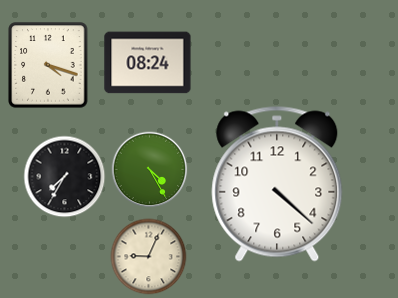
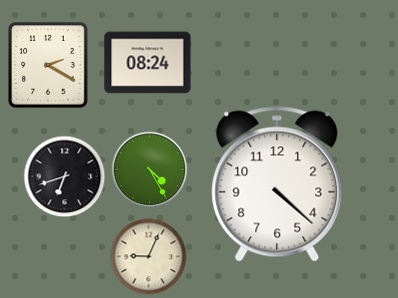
clock at (48, 65): 4:18 -> 2:20
clock at (65, 177): 7:35 -> 6:42
